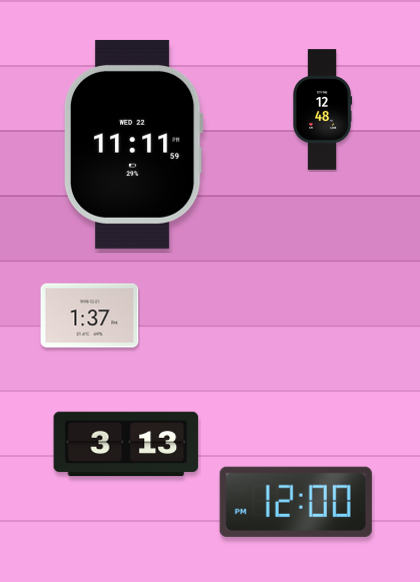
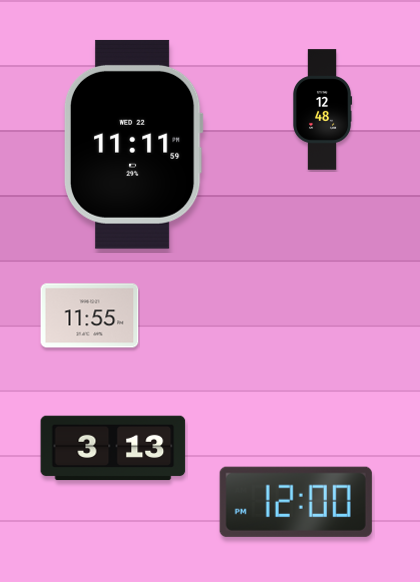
clock at (90, 316): 1:37 -> 11:55
clock at (126, 444) position: (126, 444) -> (113, 448)
